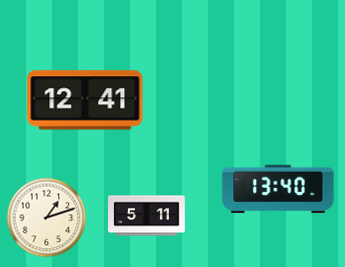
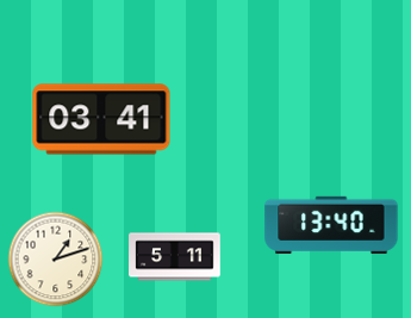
clock at (85, 100): 12:41 -> 03:41
